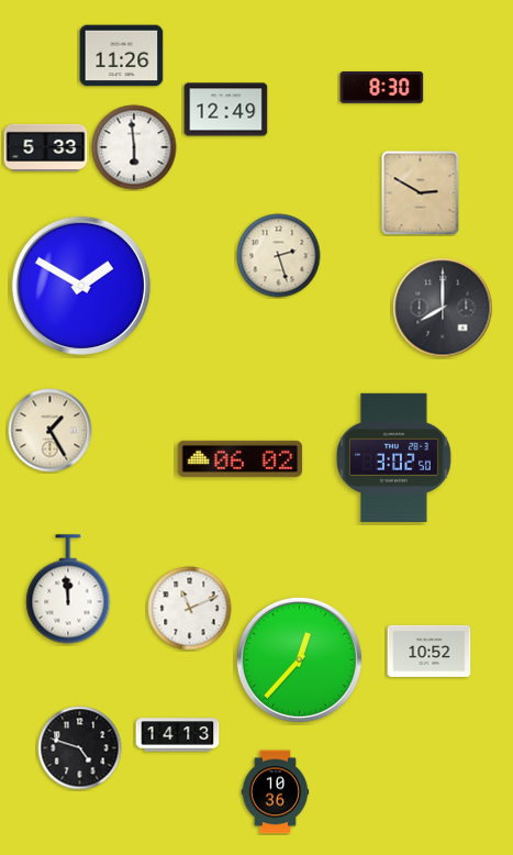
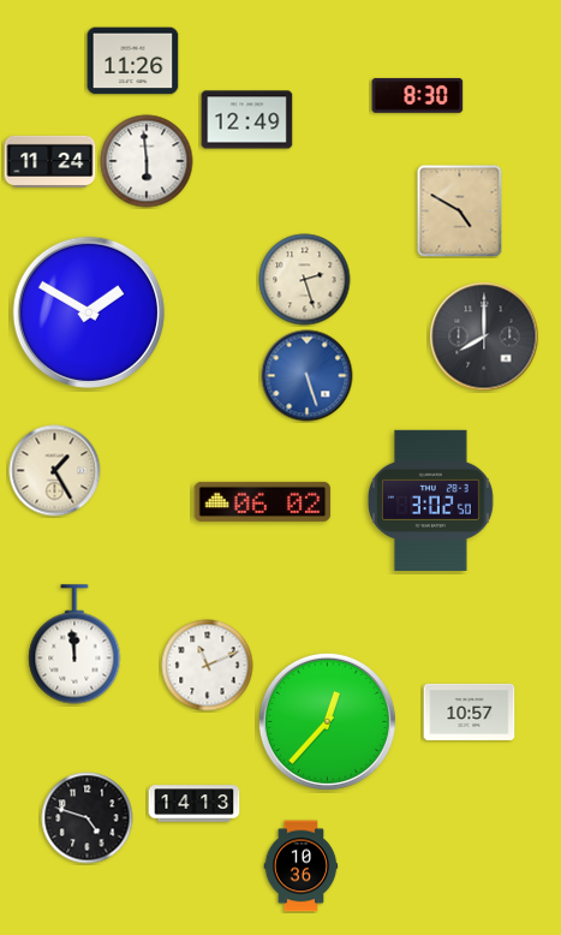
clock at (46, 147): 5:33 -> 11:24
clock at (421, 193): 2:50 -> 4:50
clock at (308, 376): none -> 5:27
clock at (430, 651): 10:52 -> 10:57
